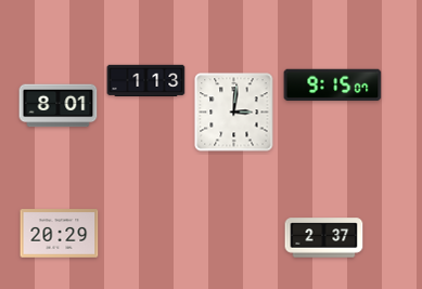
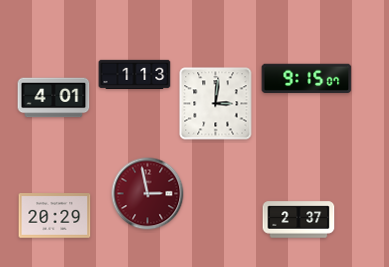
clock at (59, 106): 8:01 -> 4:01
clock at (148, 194): none -> 2:58
